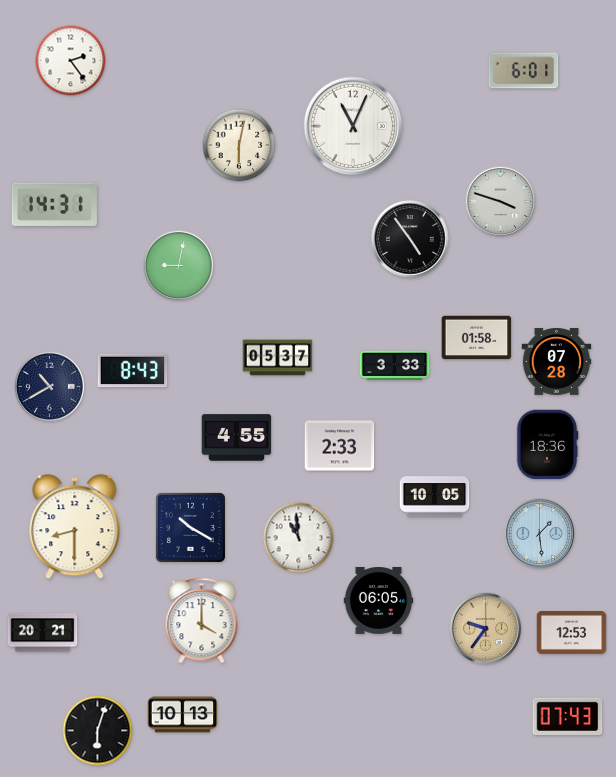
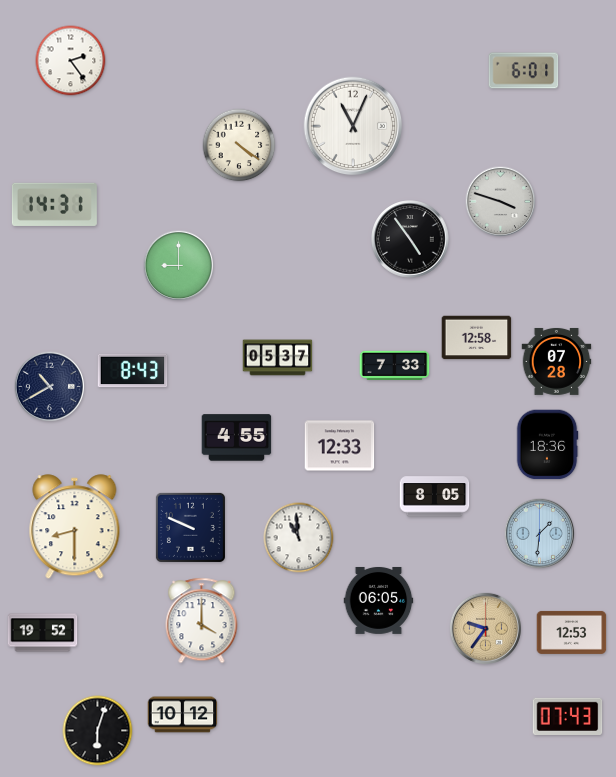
clock at (239, 145): 6:02 -> 4:21
clock at (179, 266): 9:02 -> 9:00
clock at (477, 338): 01:58 -> 12:58
clock at (395, 366): 3:33 -> 7:33
clock at (340, 446): 2:33 -> 12:33
clock at (435, 497): 10:05 -> 8:05
clock at (190, 527): 10:20 -> 9:49
clock at (540, 534): 1:29 -> 1:31
clock at (43, 633): 20:21 -> 19:52
clock at (183, 715): 10:13 -> 10:12
